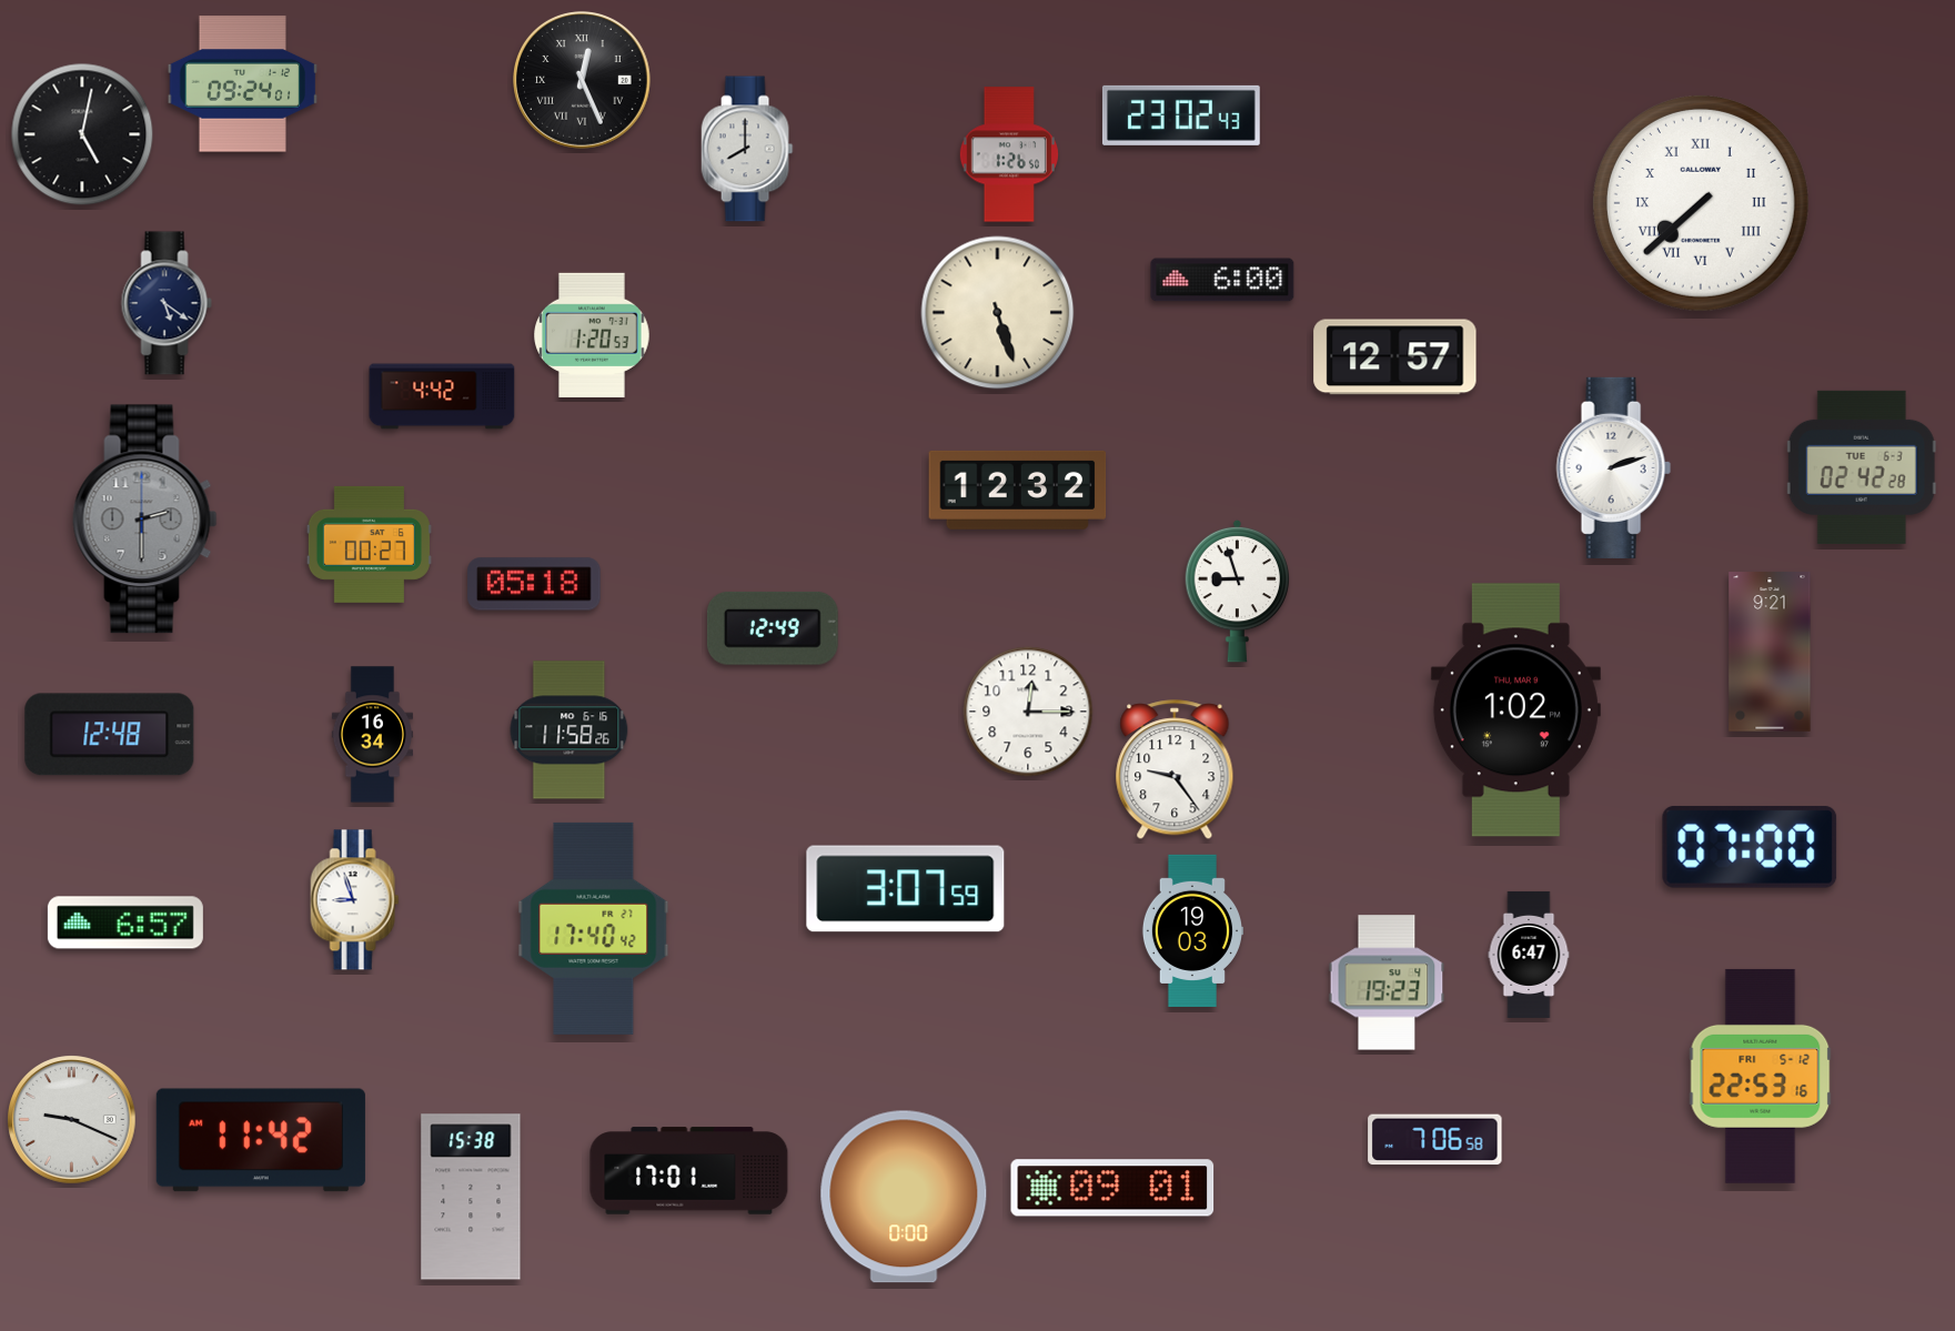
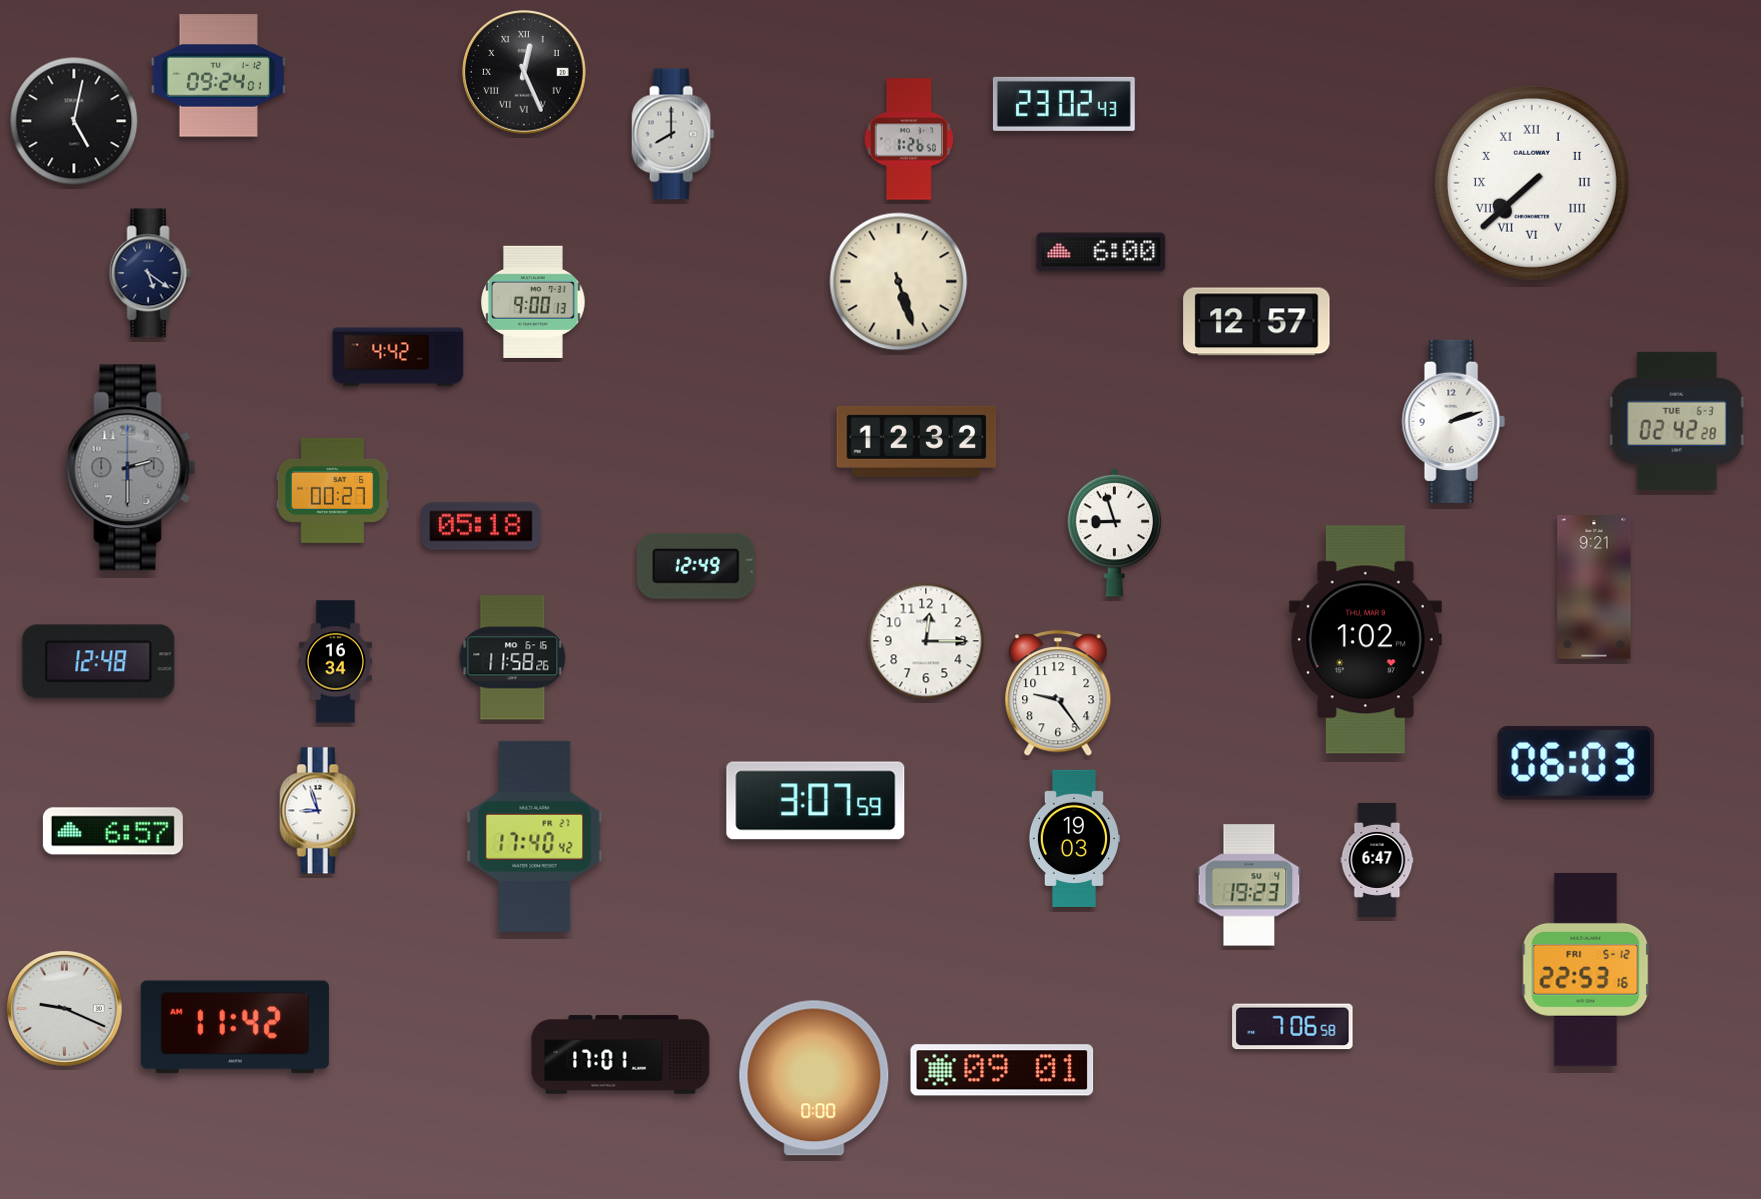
clock at (593, 335): 1:20 -> 9:00
clock at (1750, 847): 07:00 -> 06:03
clock at (471, 1197): 15:38 -> none
